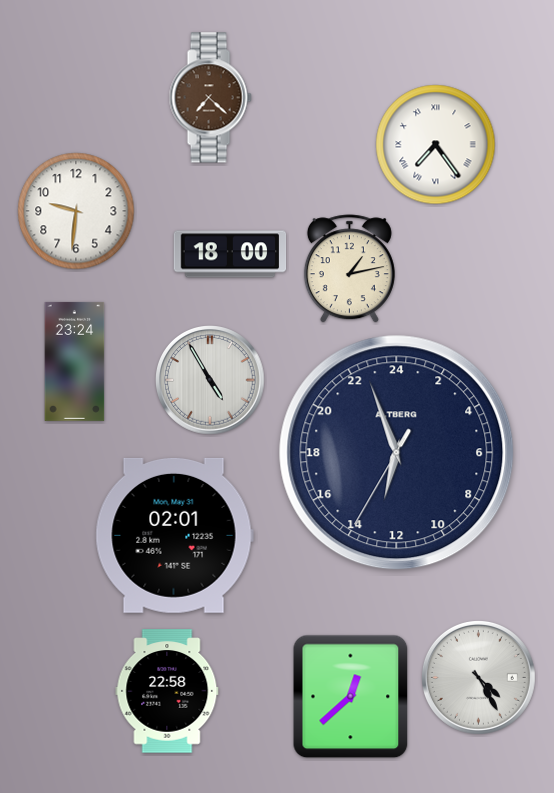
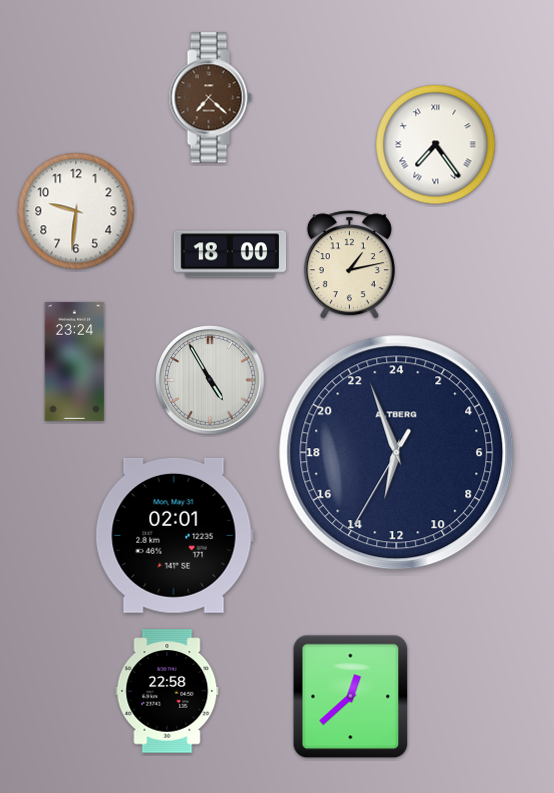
clock at (349, 269) position: (349, 269) -> (349, 265)
clock at (478, 677): 4:25 -> none
